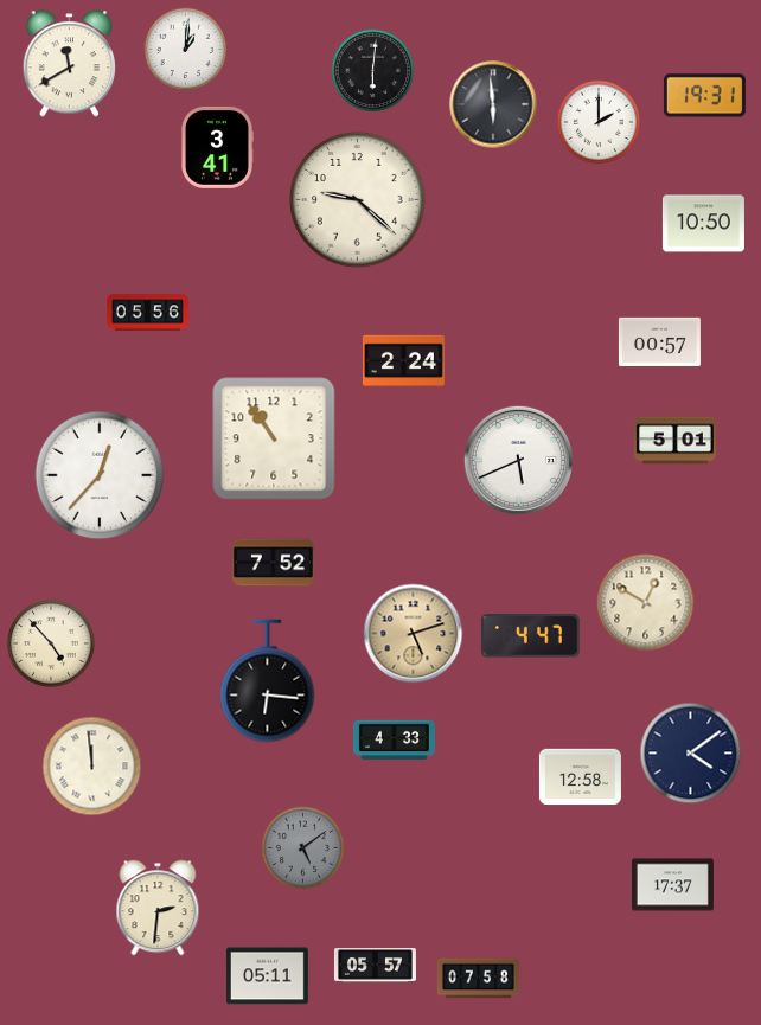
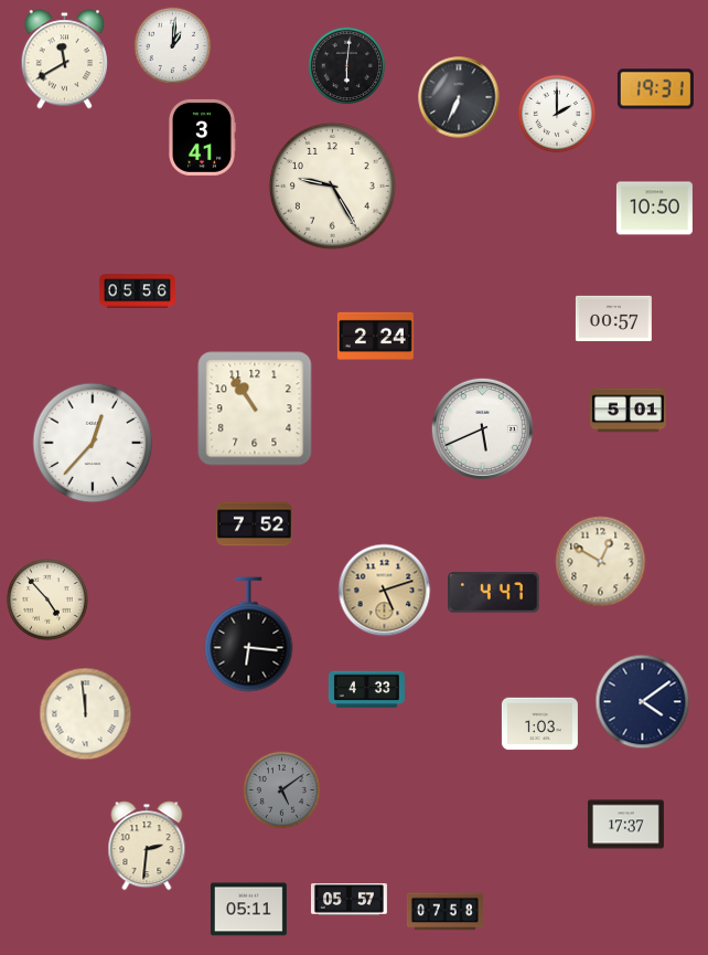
clock at (493, 104): 5:59 -> 6:34
clock at (357, 199): 9:22 -> 9:25
clock at (580, 777): 12:58 -> 1:03
